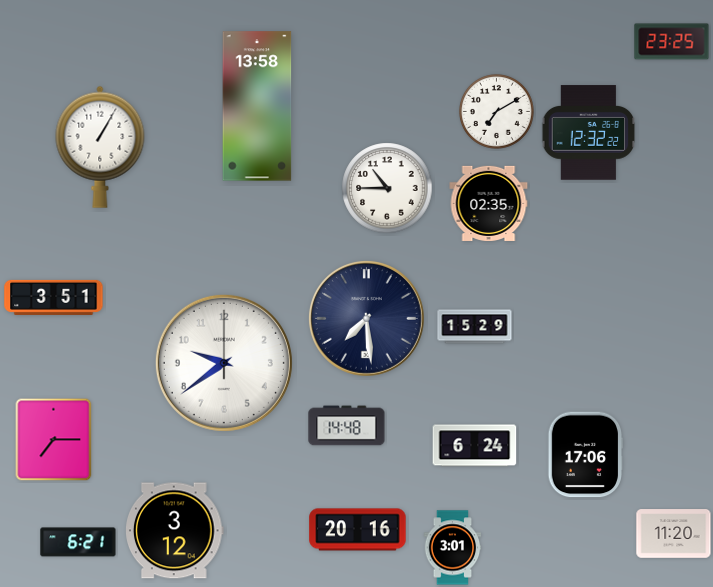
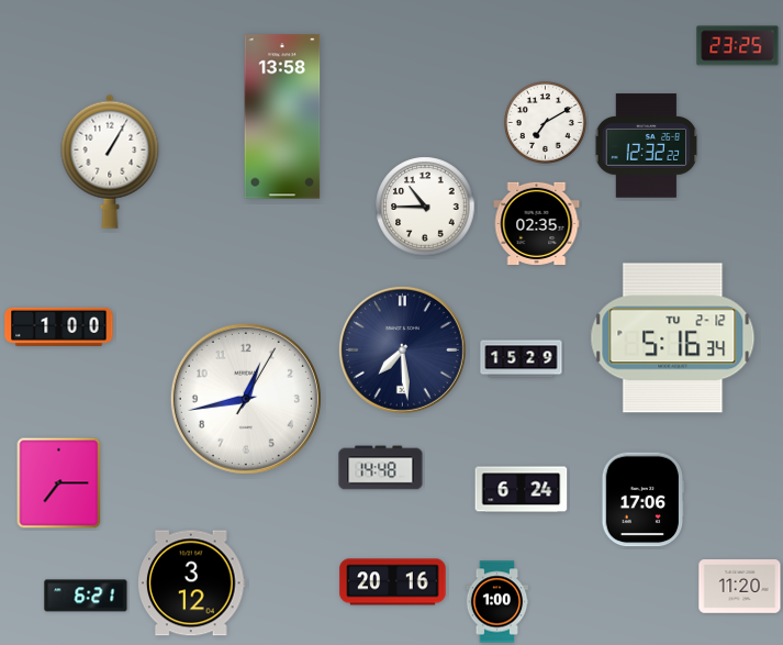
clock at (54, 297): 3:51 -> 1:00
clock at (673, 338): none -> 5:16
clock at (224, 363): 9:39 -> 12:43
clock at (453, 548): 3:01 -> 1:00
